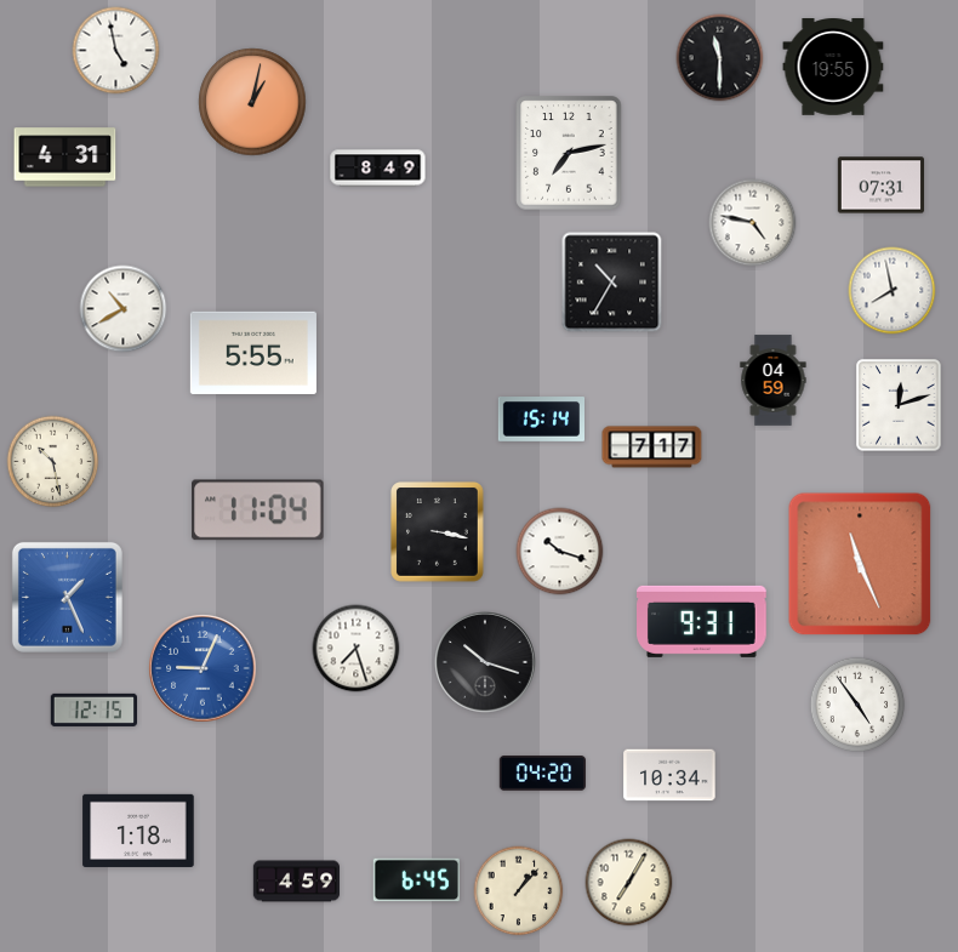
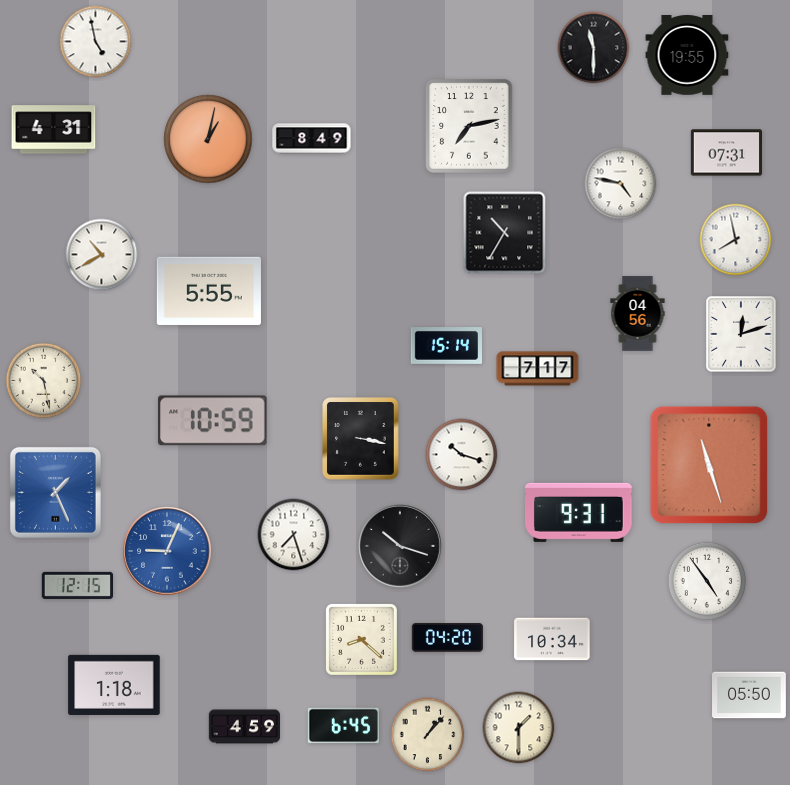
clock at (252, 102) position: (252, 102) -> (208, 139)
clock at (774, 381): 04:59 -> 04:56
clock at (258, 511): 11:04 -> 10:59
clock at (860, 564): 11:26 -> 11:27
clock at (361, 639): none -> 8:22
clock at (750, 695): none -> 05:50
clock at (629, 883): 7:05 -> 1:30
